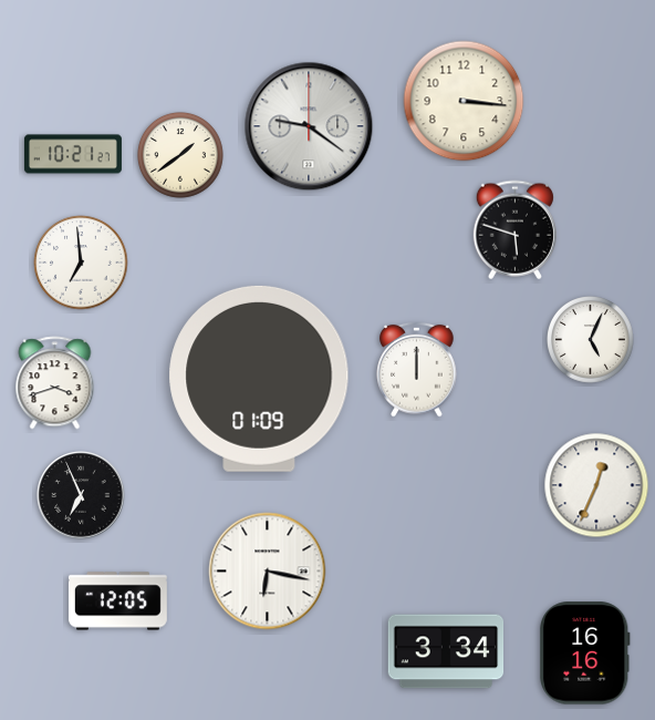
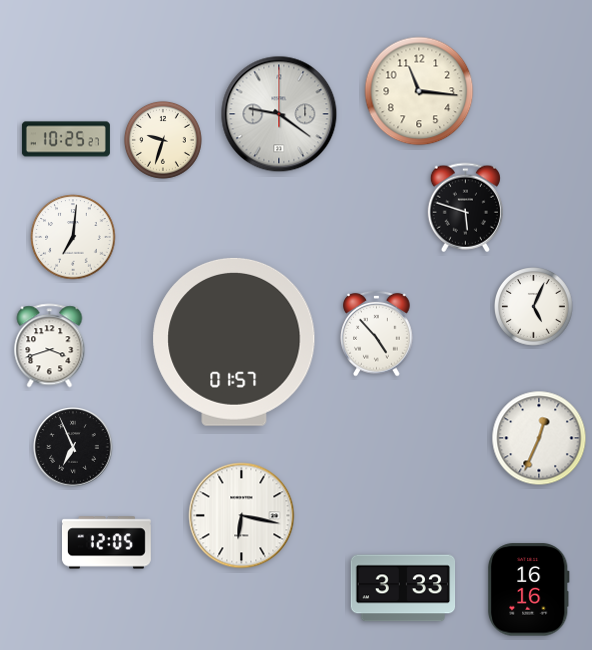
clock at (464, 101): 3:16 -> 11:16
clock at (73, 154): 10:21 -> 10:25
clock at (180, 155): 1:39 -> 9:33
clock at (81, 263): 6:59 -> 7:01
clock at (417, 369): 12:00 -> 4:53
clock at (259, 379): 01:09 -> 01:57
clock at (446, 651): 3:34 -> 3:33
